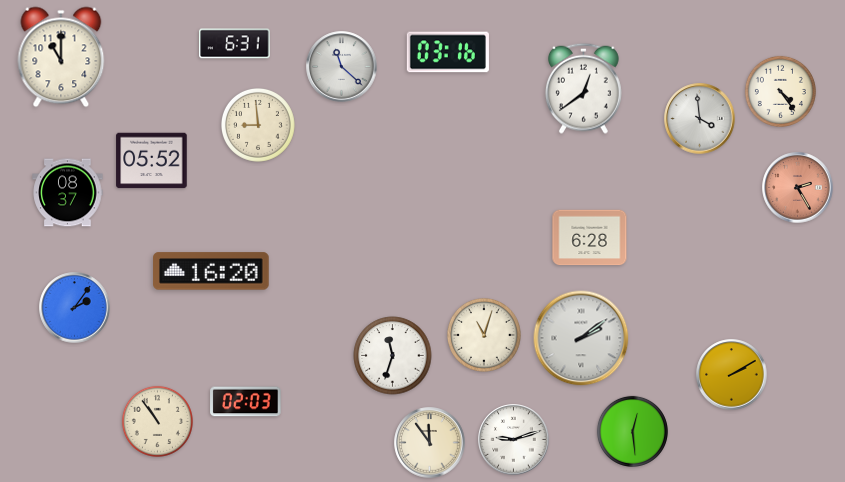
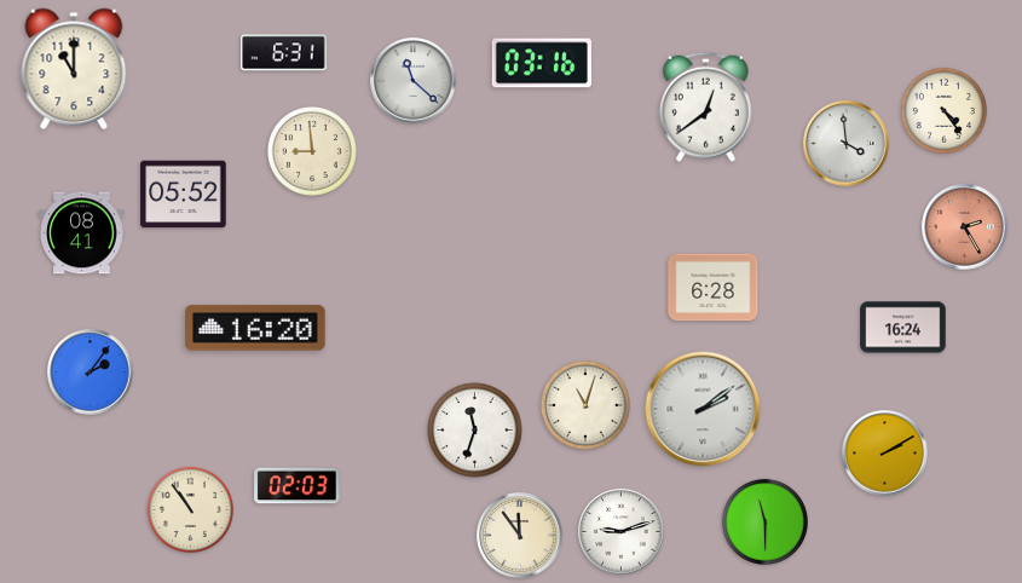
clock at (68, 193): 08:37 -> 08:41
clock at (903, 328): none -> 16:24
clock at (632, 431): 12:29 -> 11:30
